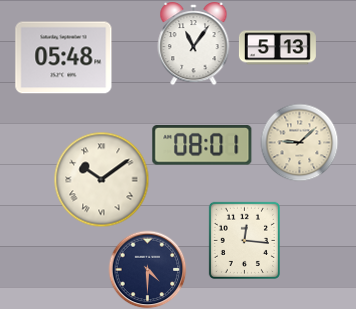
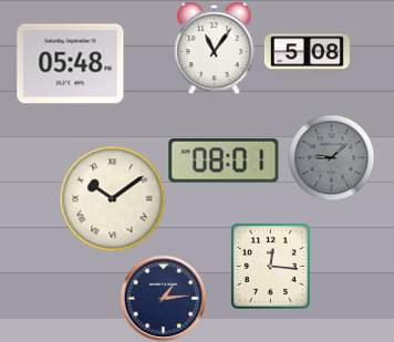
clock at (277, 48): 5:13 -> 5:08
clock at (299, 142) dial: cream -> grey
clock at (147, 269): 4:30 -> 1:14
